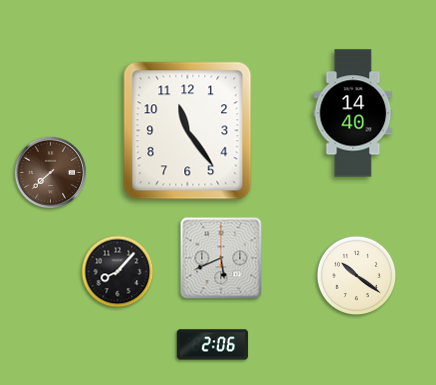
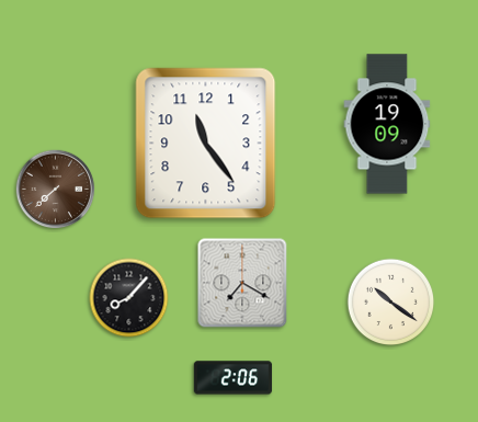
clock at (353, 113): 14:40 -> 19:09
clock at (221, 258): 5:41 -> 7:20
